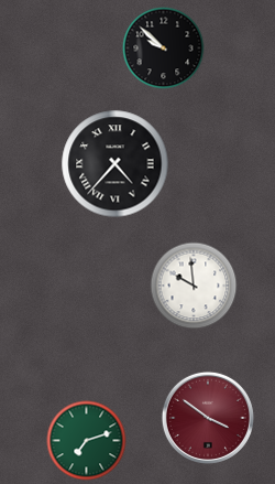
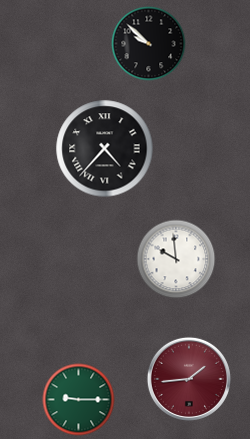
clock at (208, 418): 3:51 -> 1:44
clock at (87, 441): 7:12 -> 9:15
